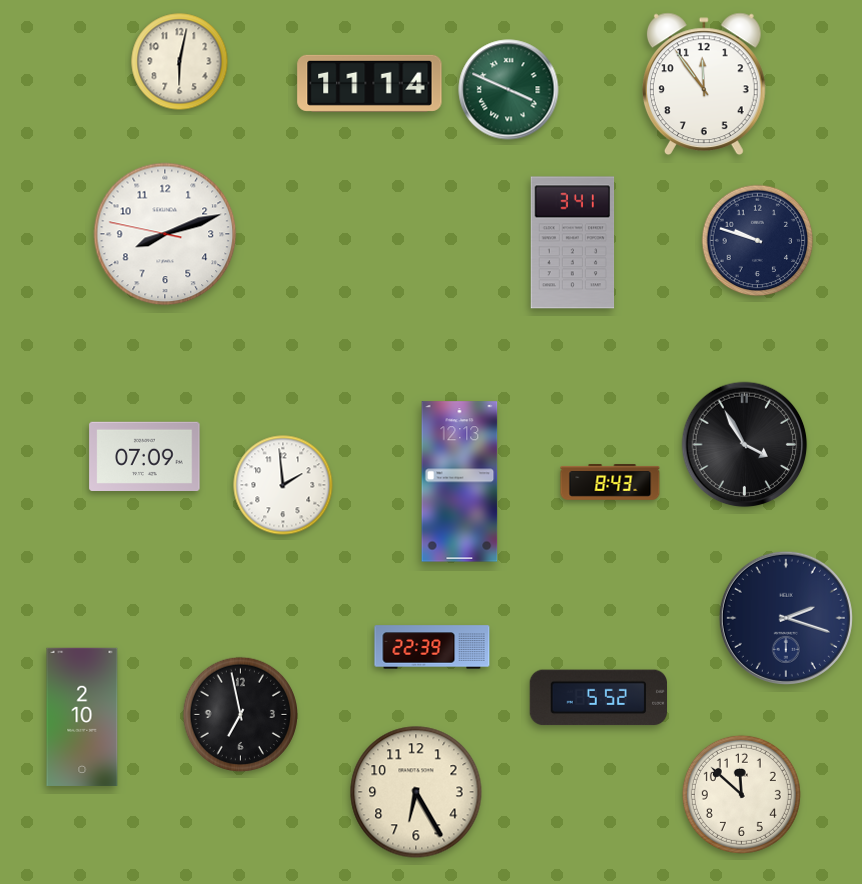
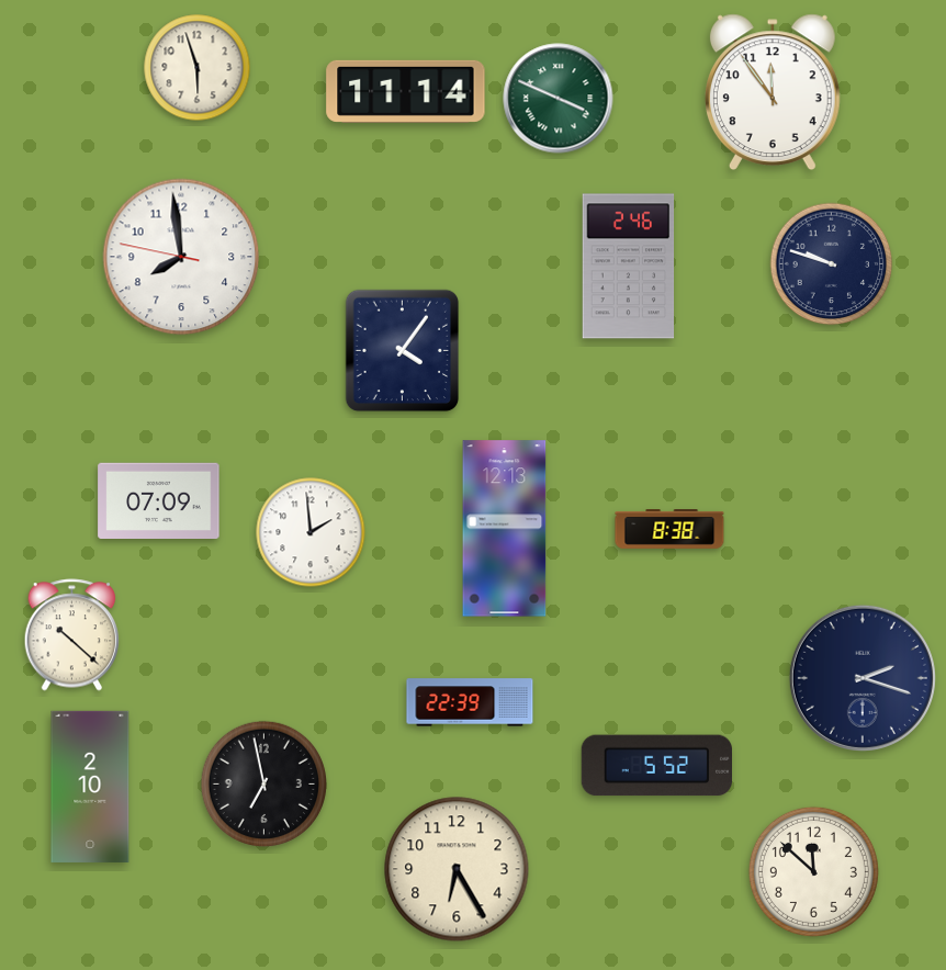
clock at (180, 62): 6:02 -> 5:57
clock at (165, 234): 8:11 -> 7:58
clock at (573, 243): 3:41 -> 2:46
clock at (403, 351): none -> 4:06
clock at (745, 445): 3:55 -> none
clock at (610, 483): 8:43 -> 8:38
clock at (72, 635): none -> 10:22
clock at (432, 647) position: (432, 647) -> (470, 702)
